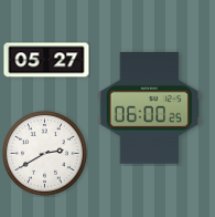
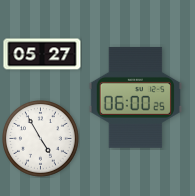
clock at (45, 154): 2:40 -> 4:55
